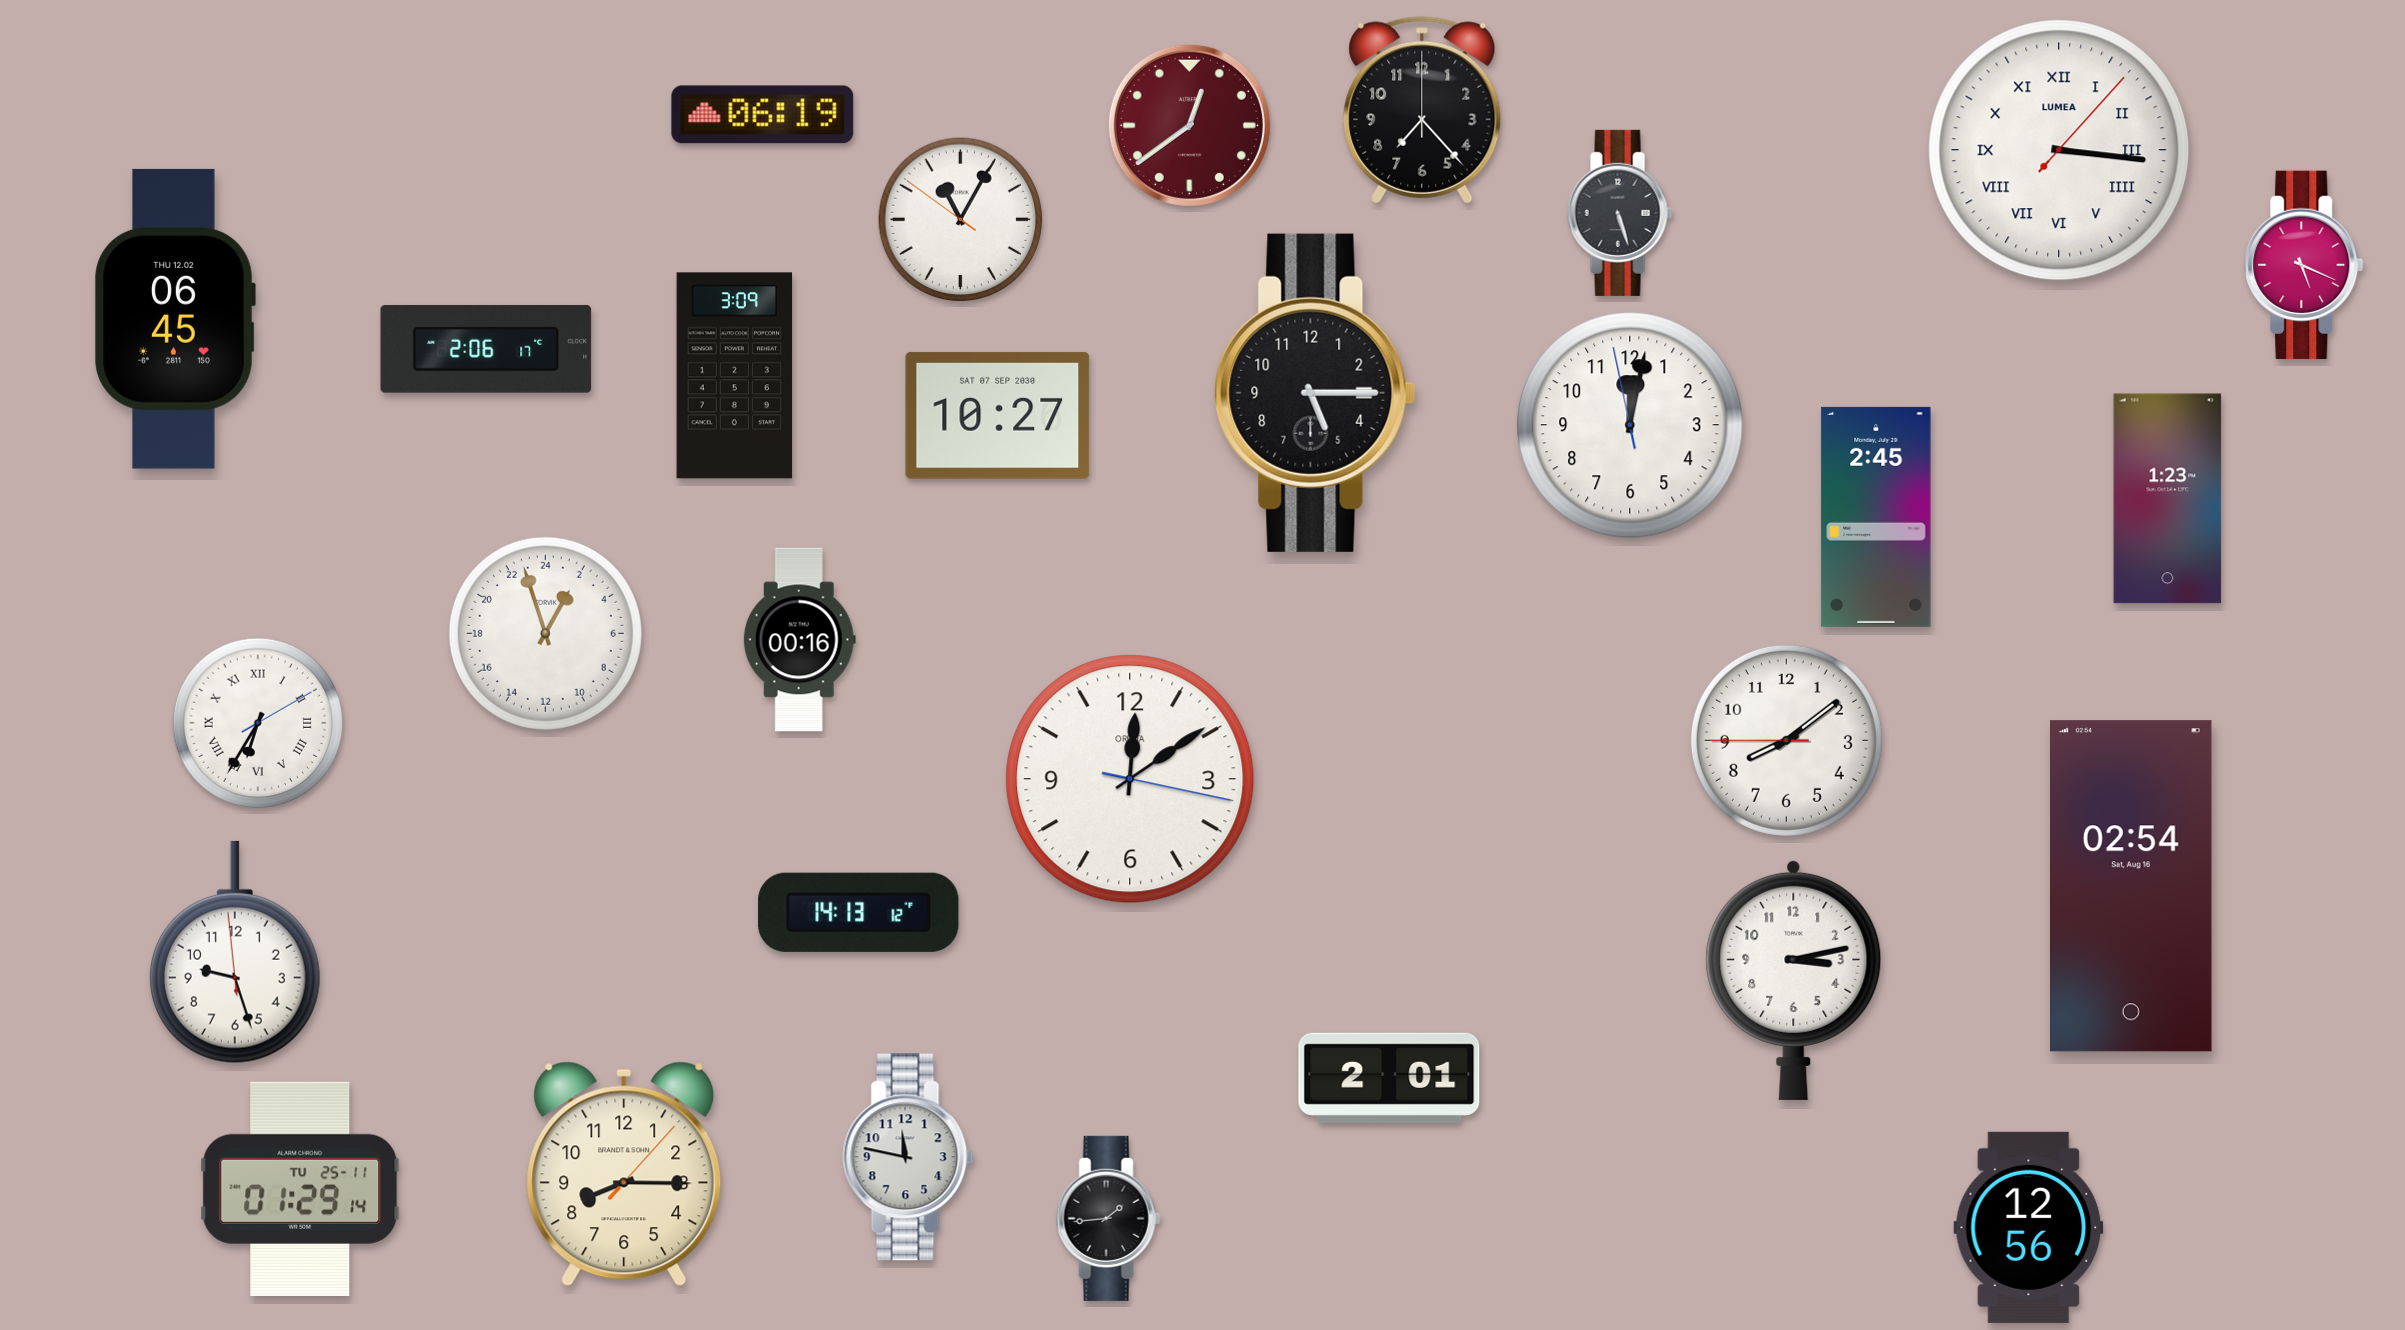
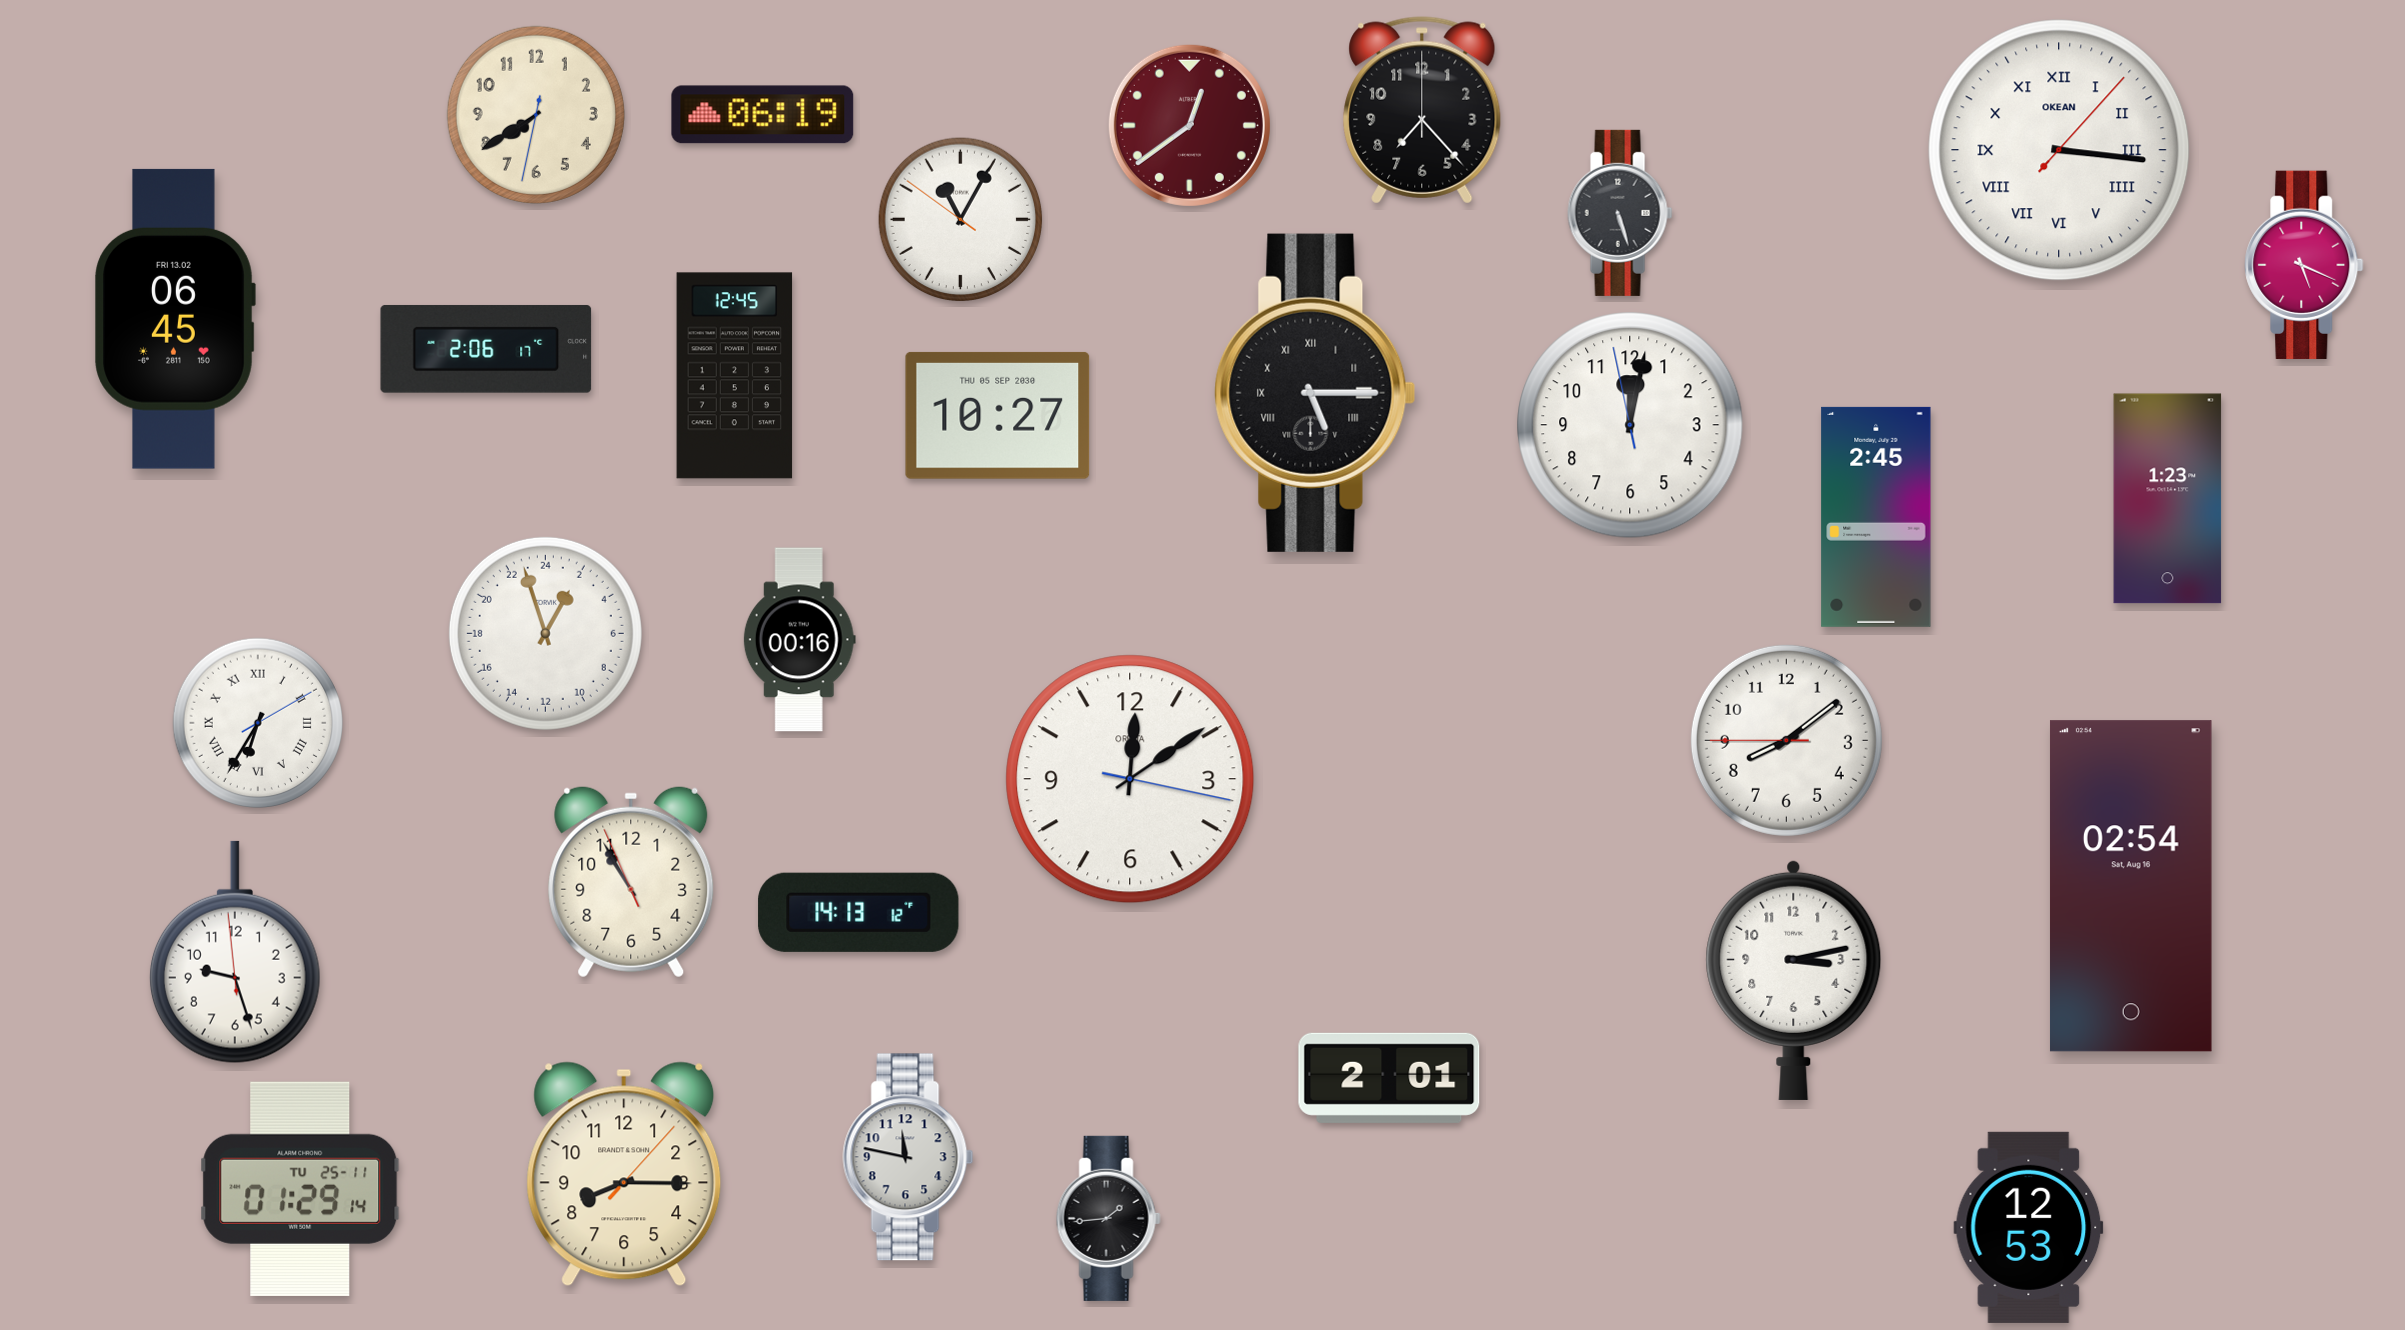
clock at (536, 115): none -> 7:39
clock at (2059, 150) brand: LUMEA -> OKEAN
clock at (175, 319) date: THU 12.02 -> FRI 13.02
clock at (735, 376): 3:09 -> 12:45
clock at (1315, 393) numerals: Arabic -> Roman
clock at (998, 415) date: SAT 07 SEP 2030 -> THU 05 SEP 2030
clock at (631, 882): none -> 10:54
clock at (2029, 1227): 12:56 -> 12:53
